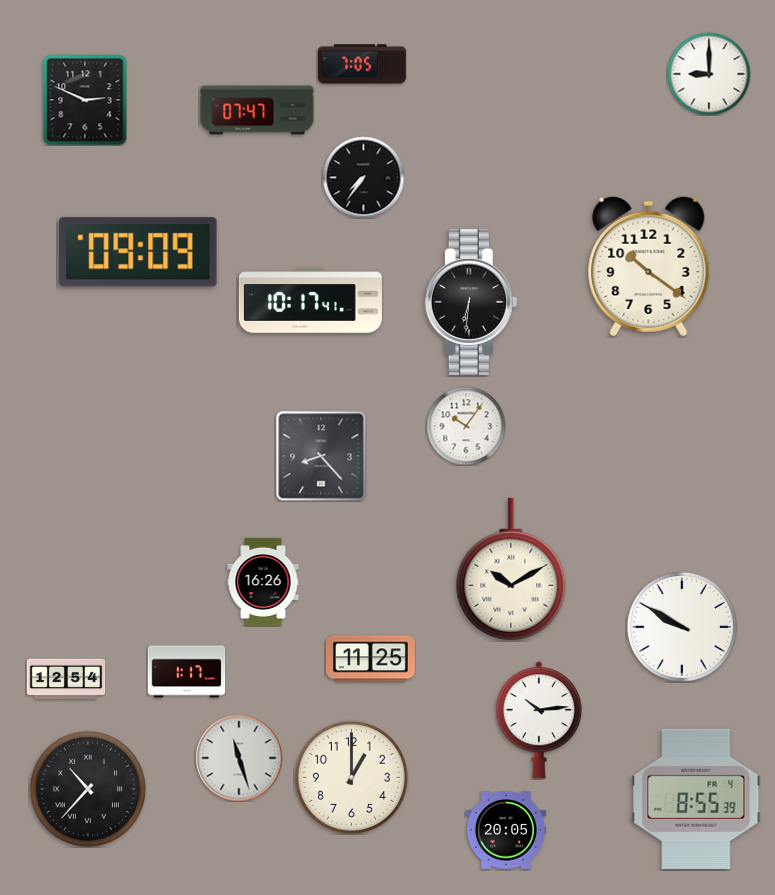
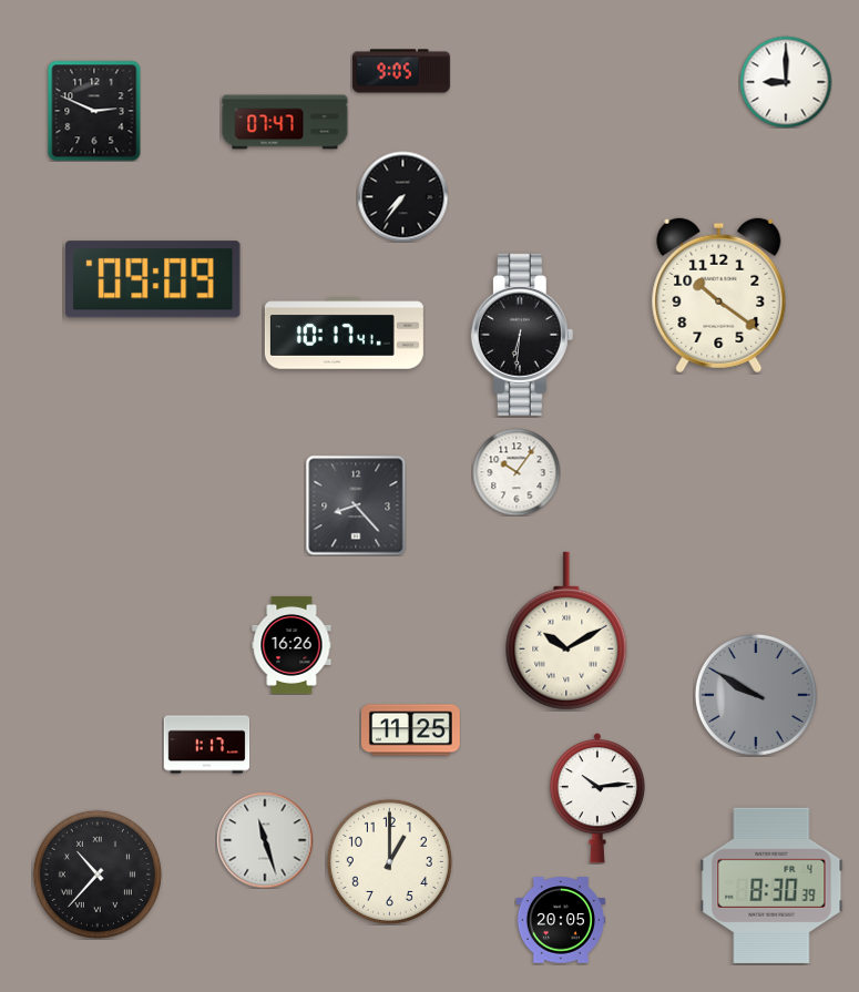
clock at (362, 64): 7:05 -> 9:05
clock at (682, 627) dial: white -> grey
clock at (66, 679): 12:54 -> none
clock at (696, 799): 8:55 -> 8:30
